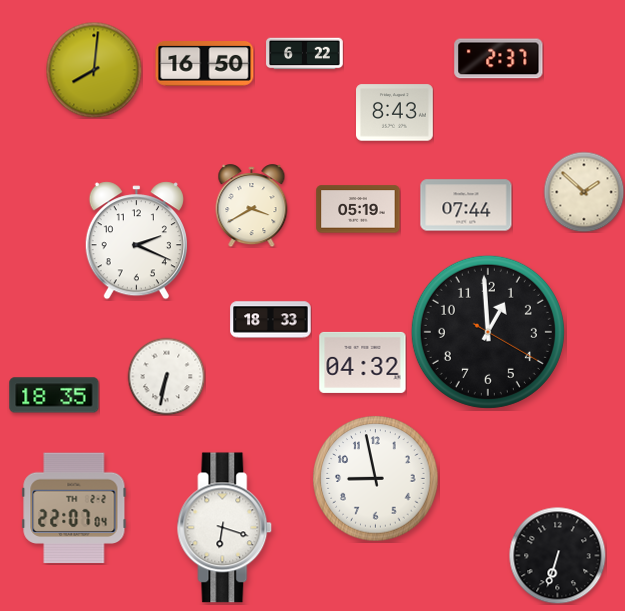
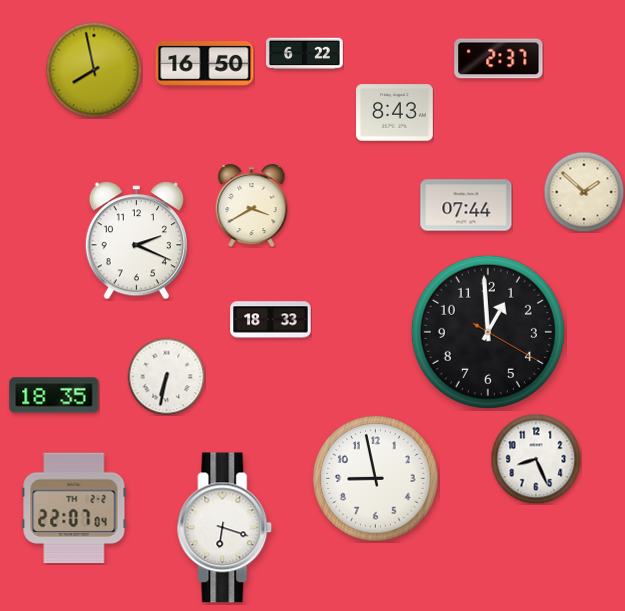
clock at (94, 70): 8:01 -> 7:58
clock at (358, 209): 05:19 -> none
clock at (363, 362): 04:32 -> none
clock at (536, 459): none -> 8:26
clock at (557, 555): 6:33 -> none
